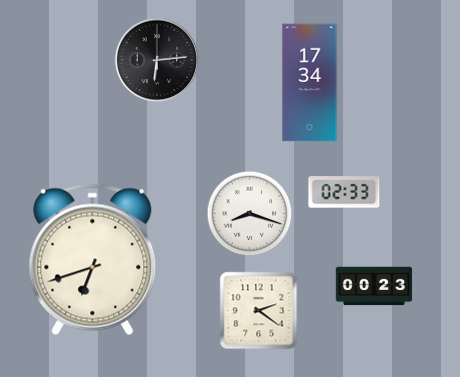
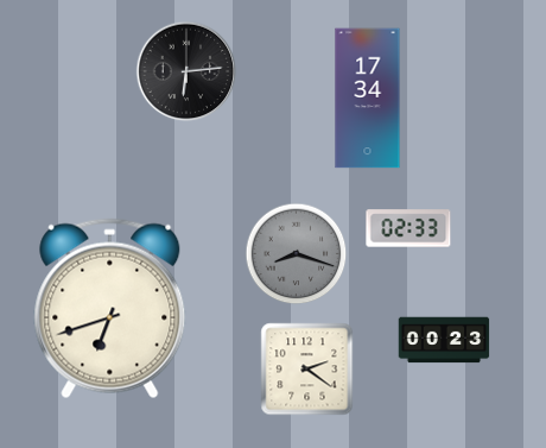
clock at (250, 214) dial: white -> grey
